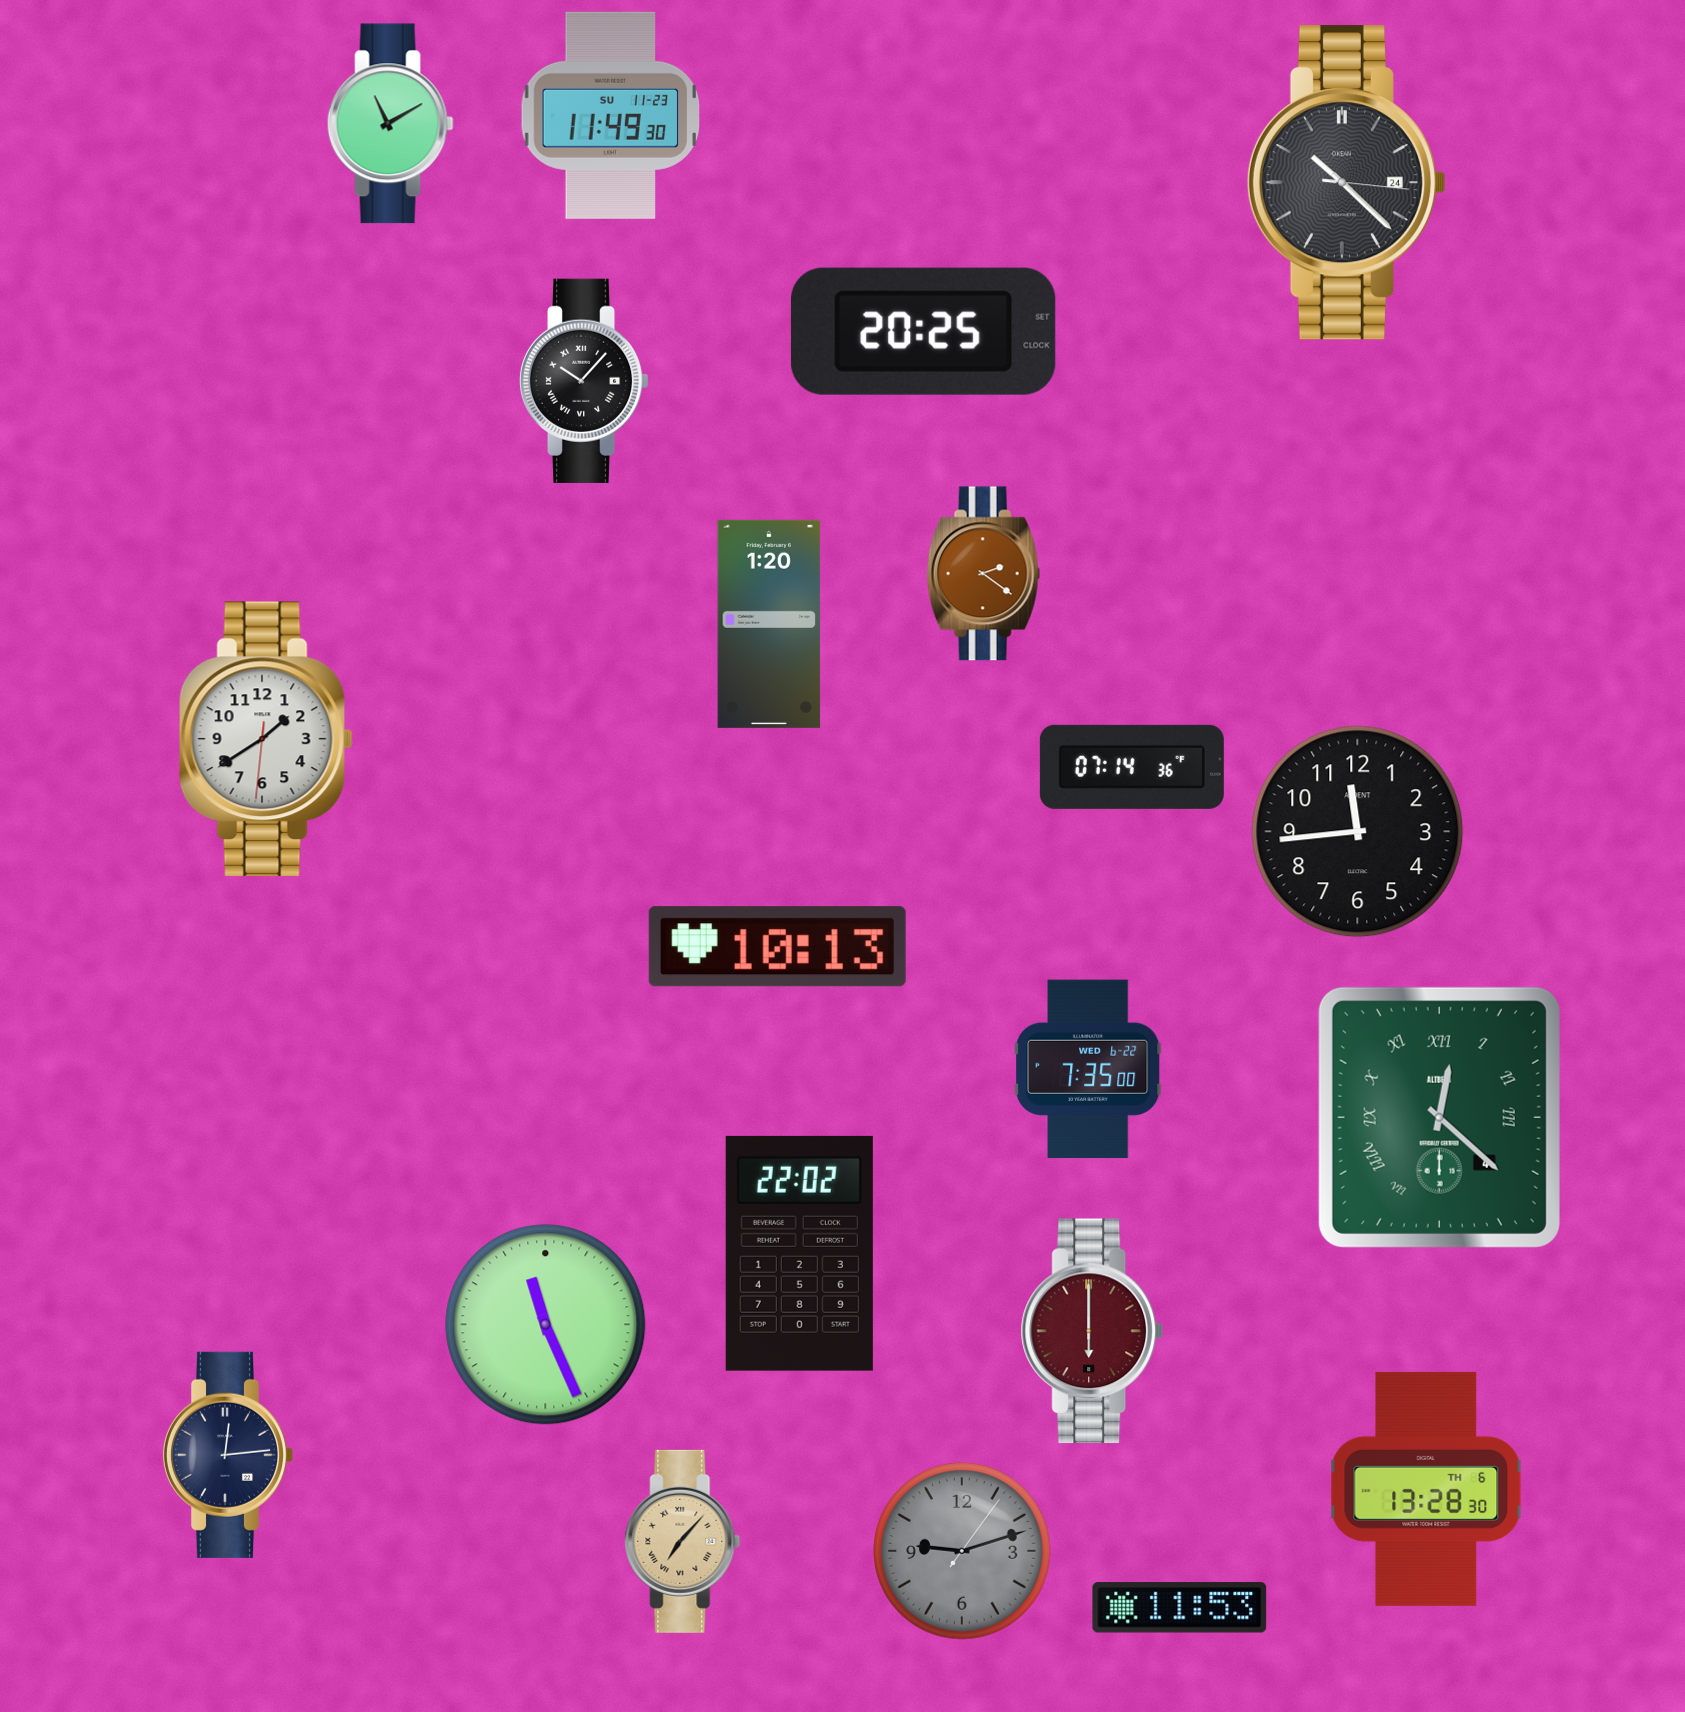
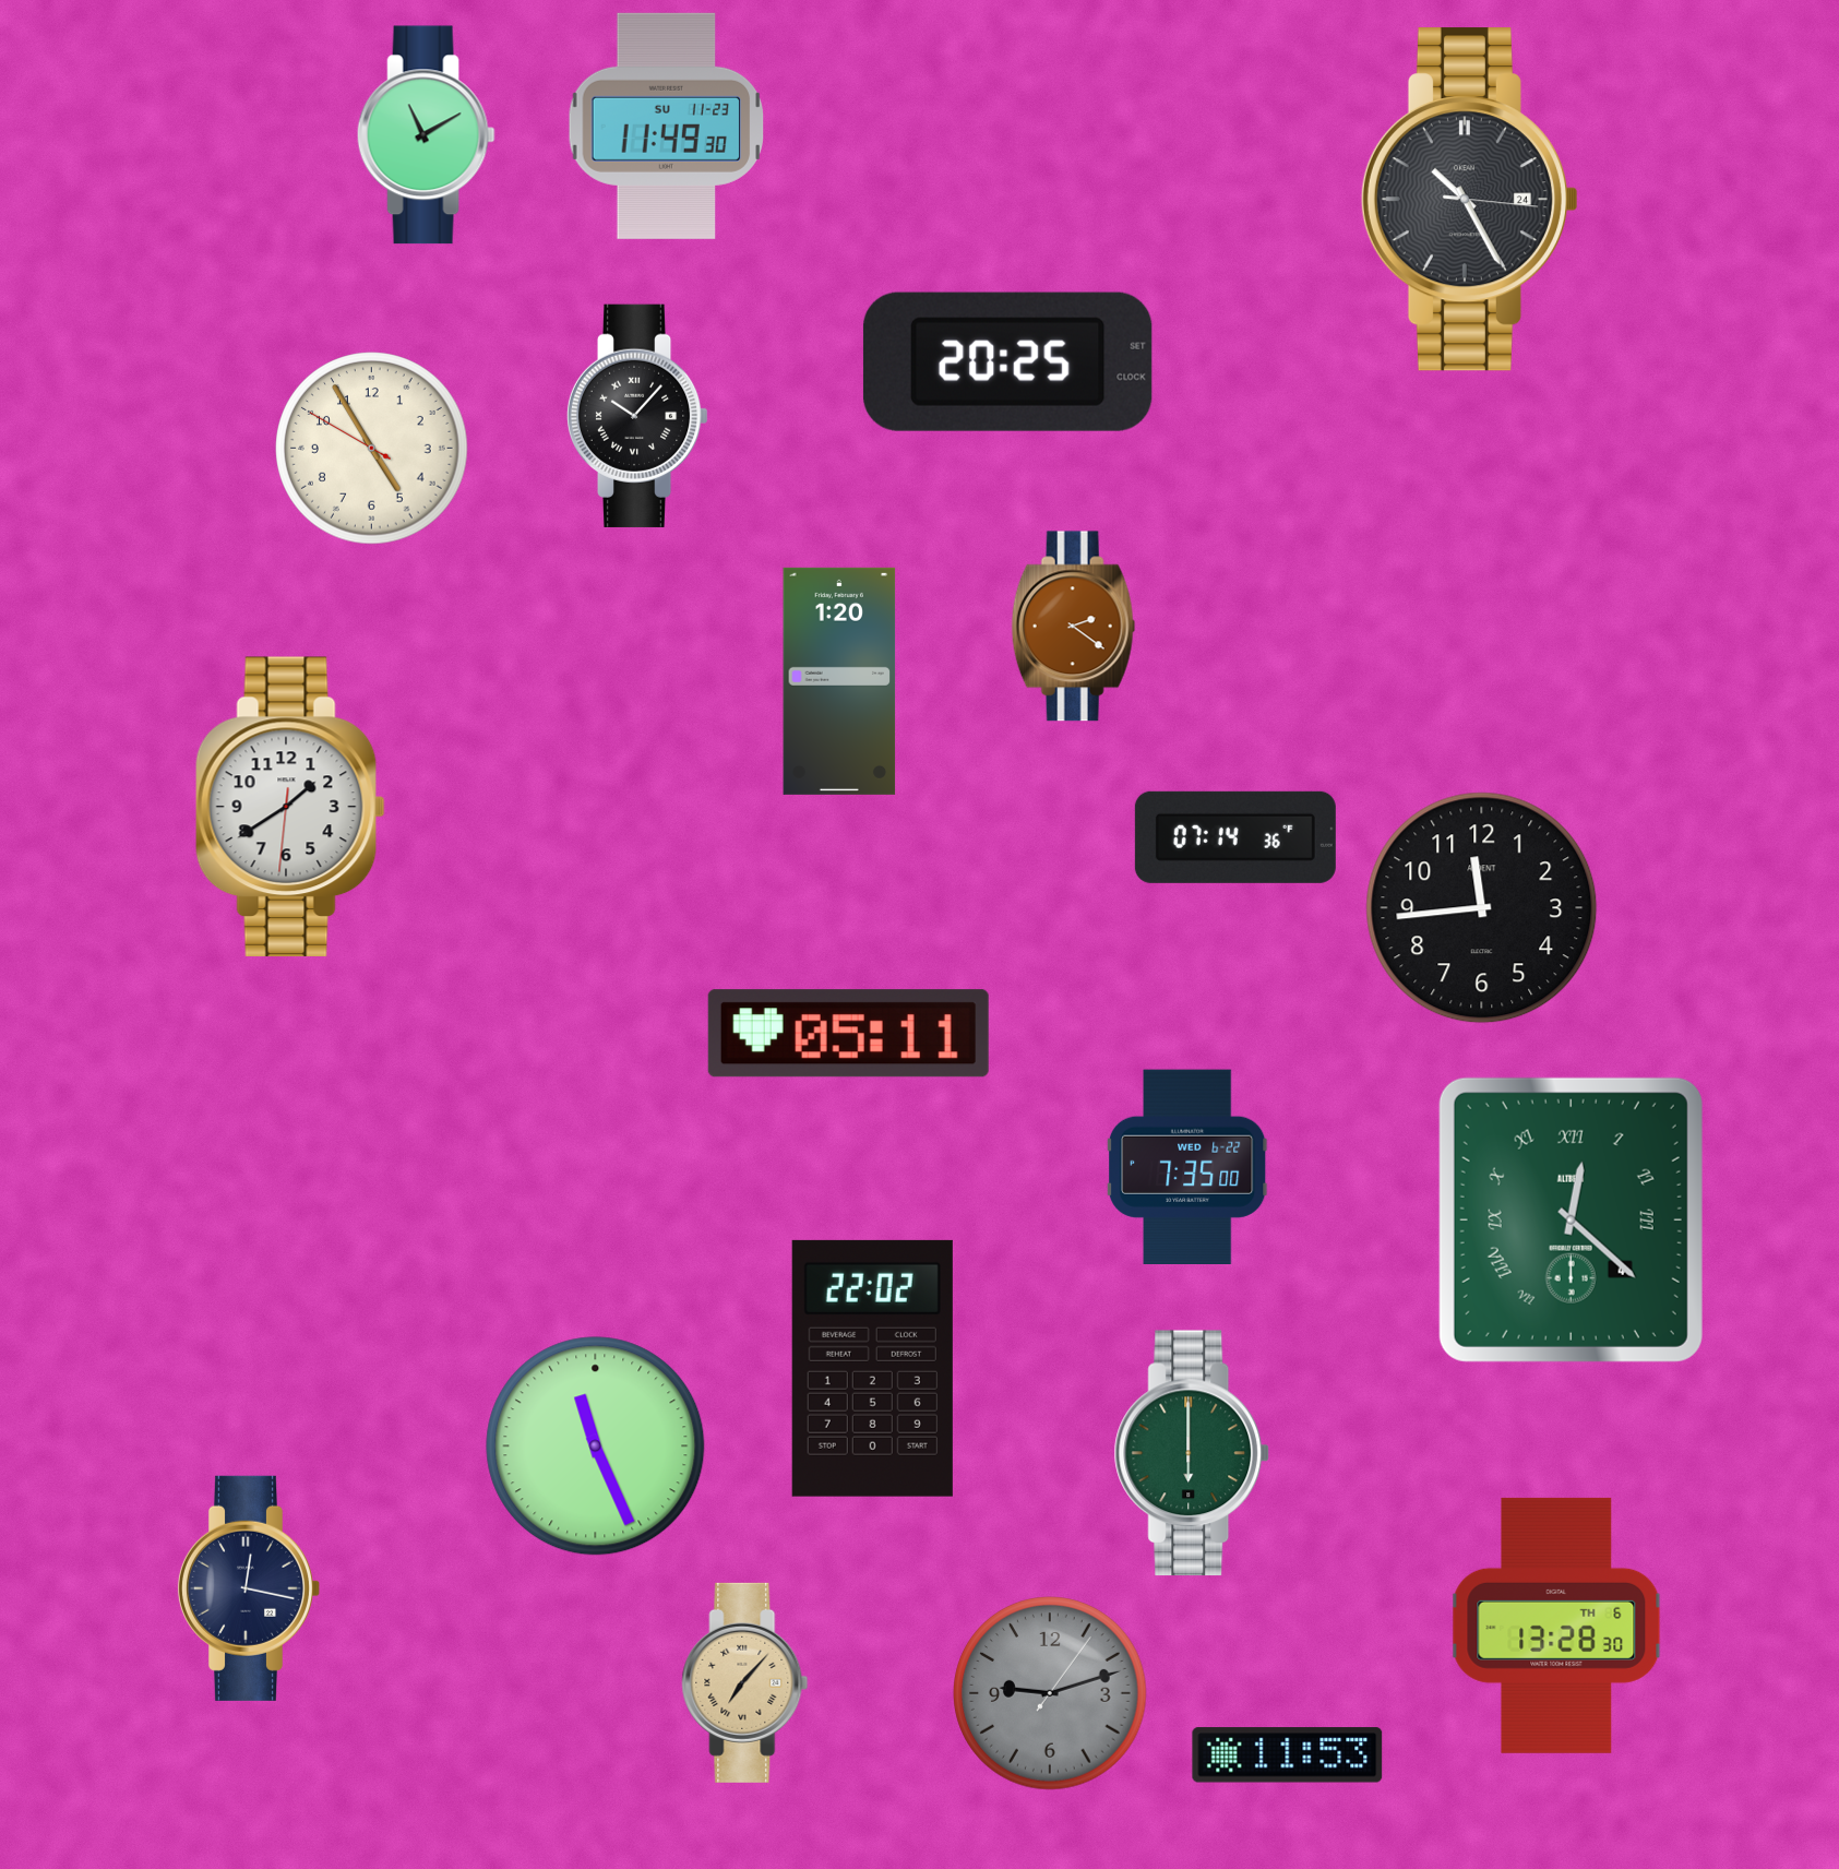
clock at (1346, 183): 10:22 -> 10:25
clock at (372, 449): none -> 4:54
clock at (777, 947): 10:13 -> 05:11
clock at (1092, 1331) dial: burgundy -> green
clock at (228, 1455): 12:14 -> 12:17
